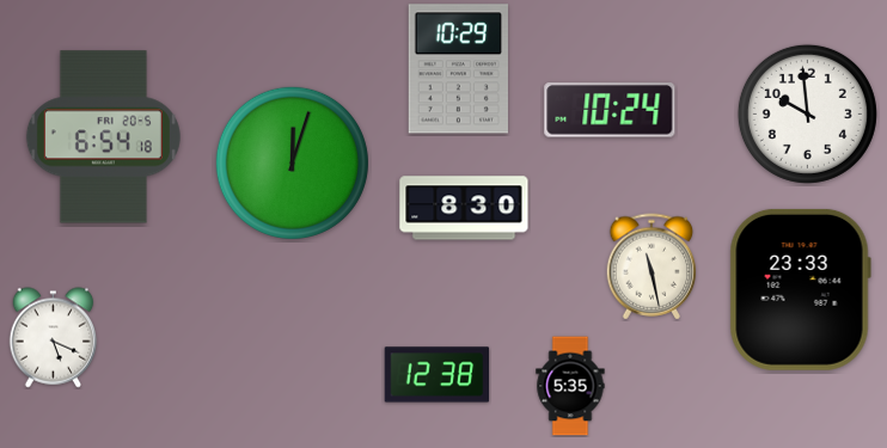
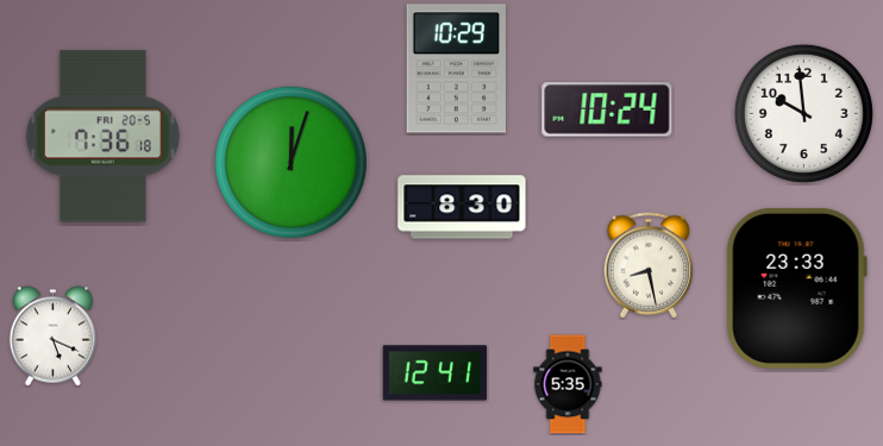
clock at (103, 137): 6:54 -> 7:36
clock at (652, 266): 11:28 -> 8:28
clock at (438, 375): 12:38 -> 12:41
